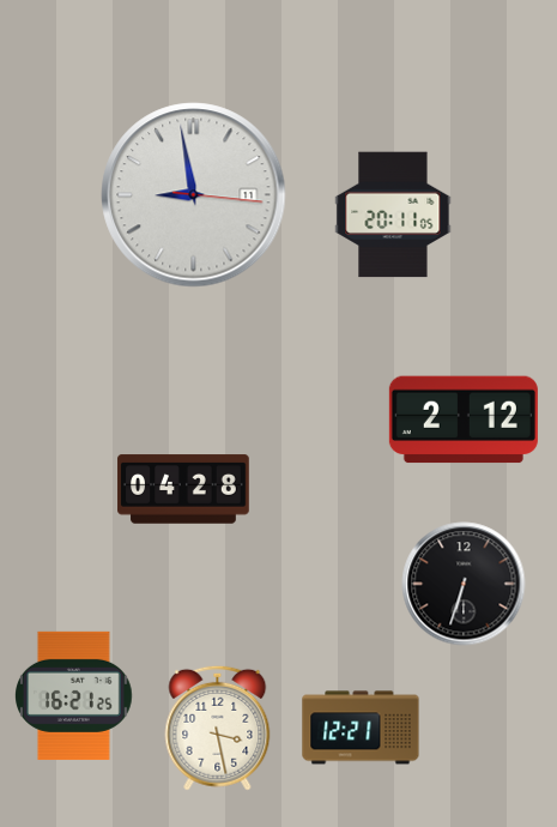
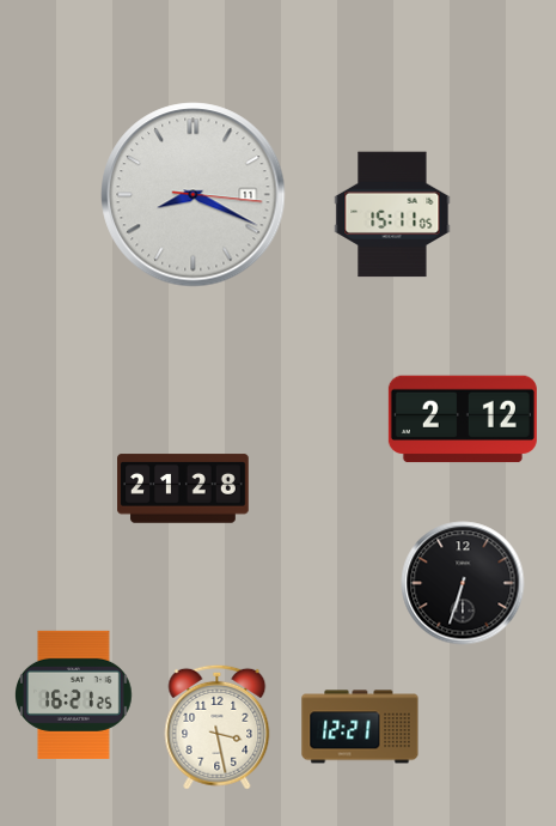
clock at (194, 195): 8:58 -> 8:19
clock at (393, 215): 20:11 -> 15:11
clock at (183, 489): 04:28 -> 21:28
